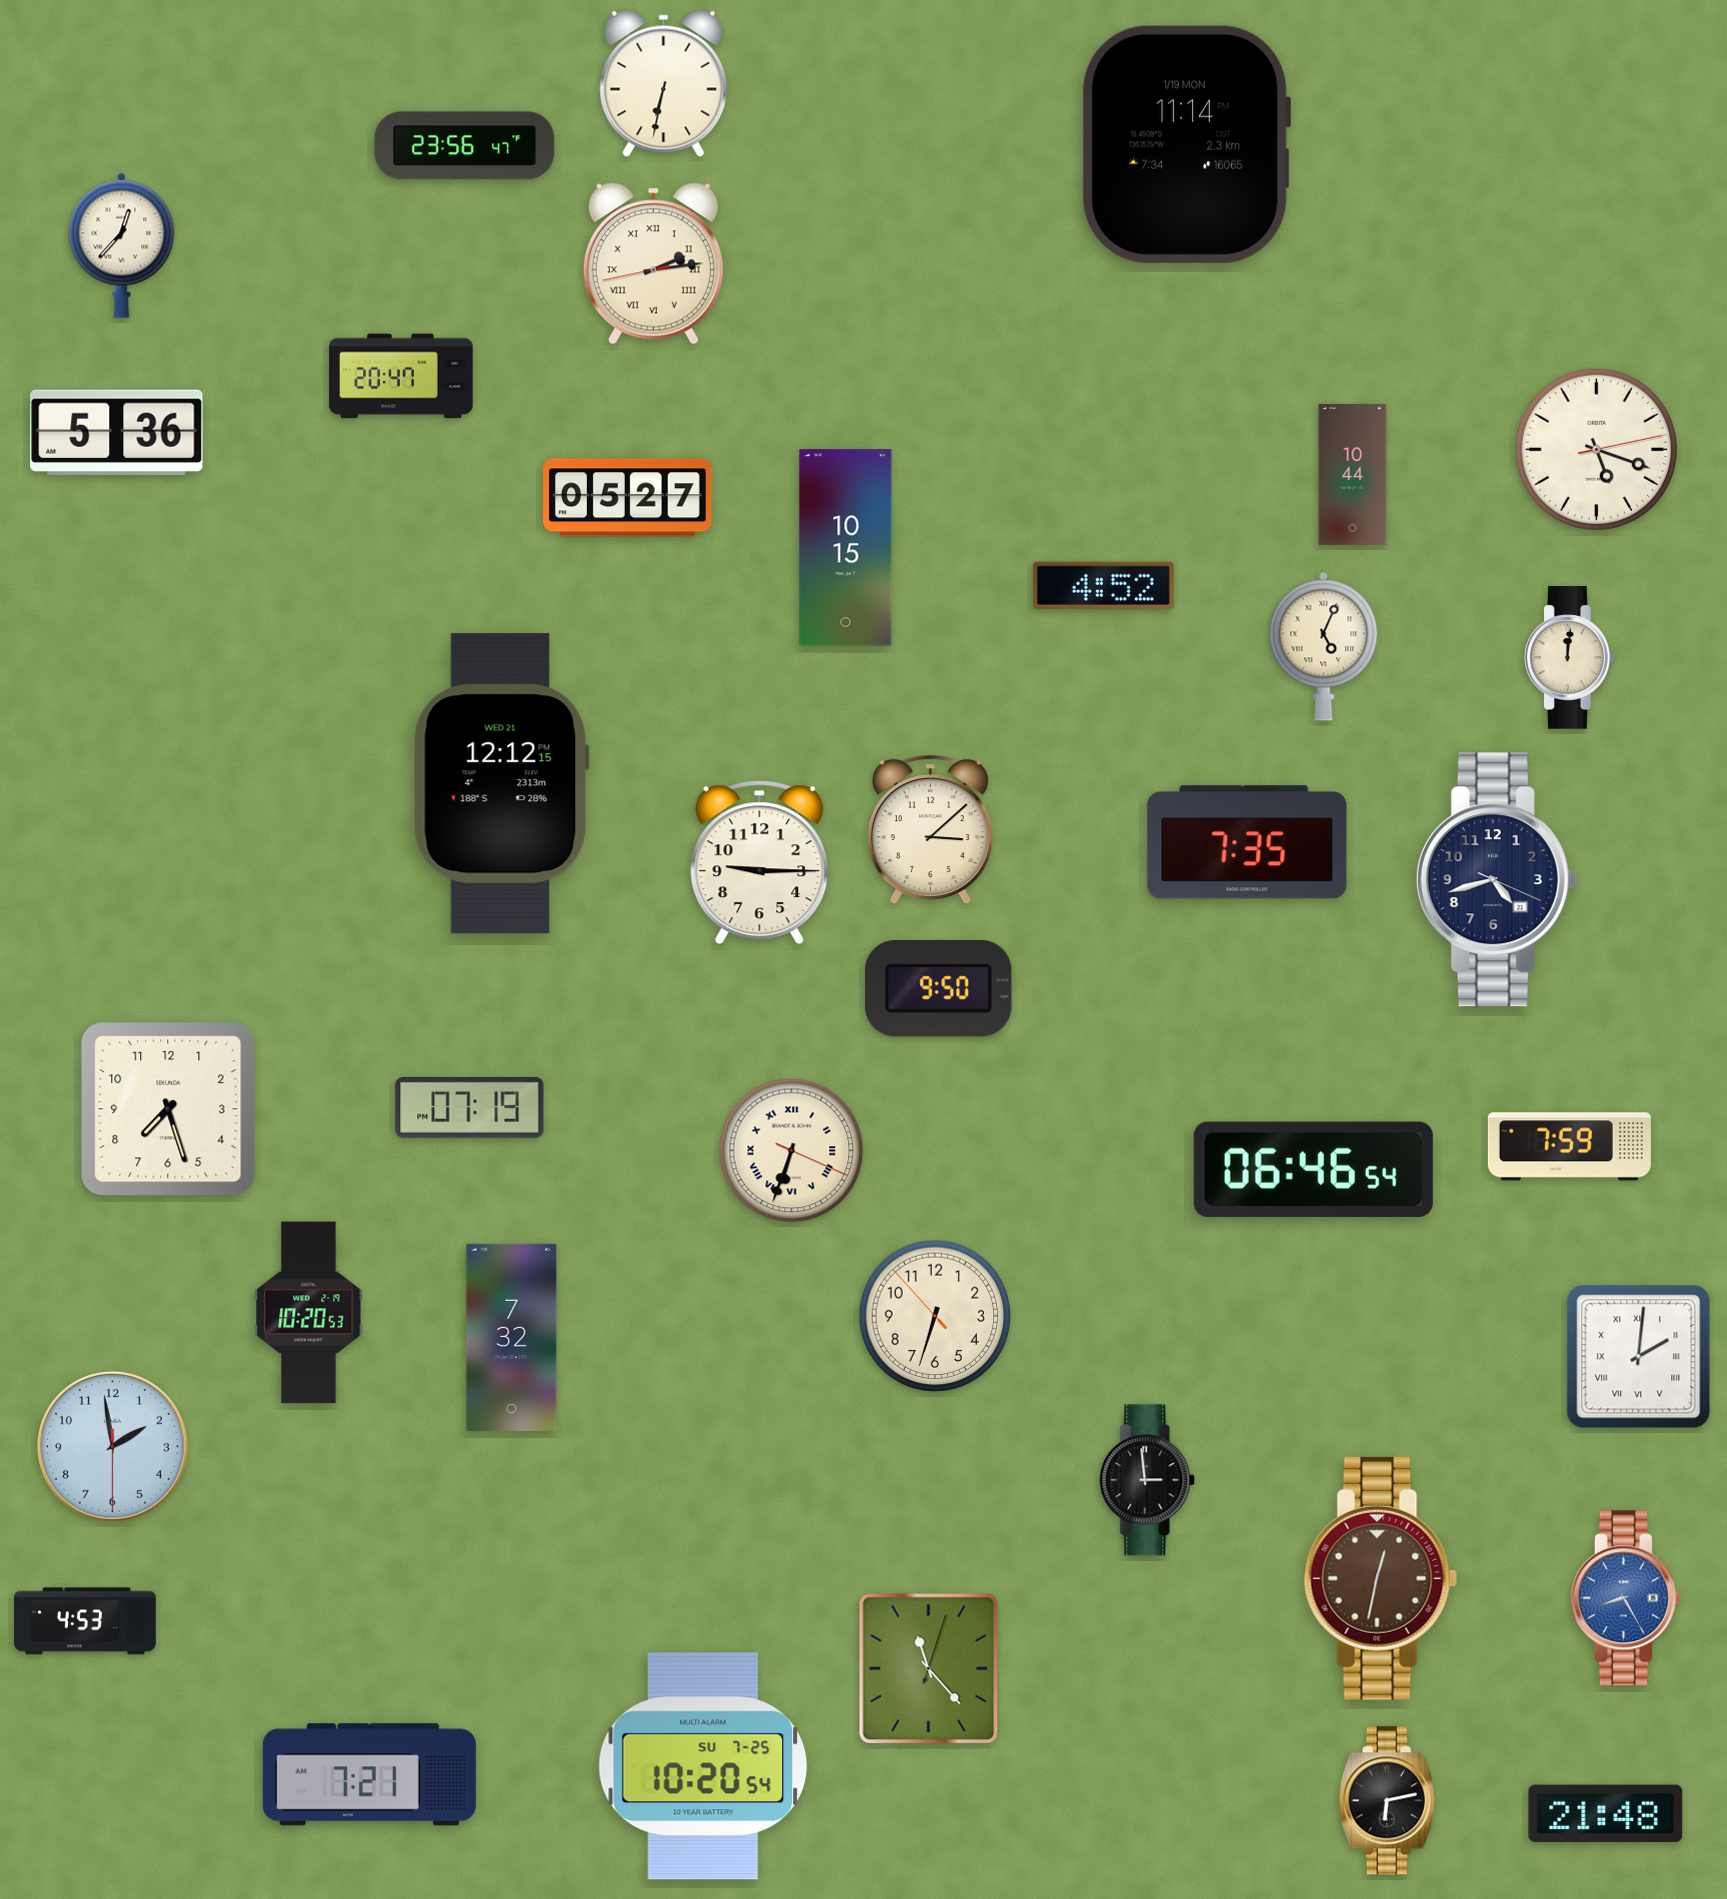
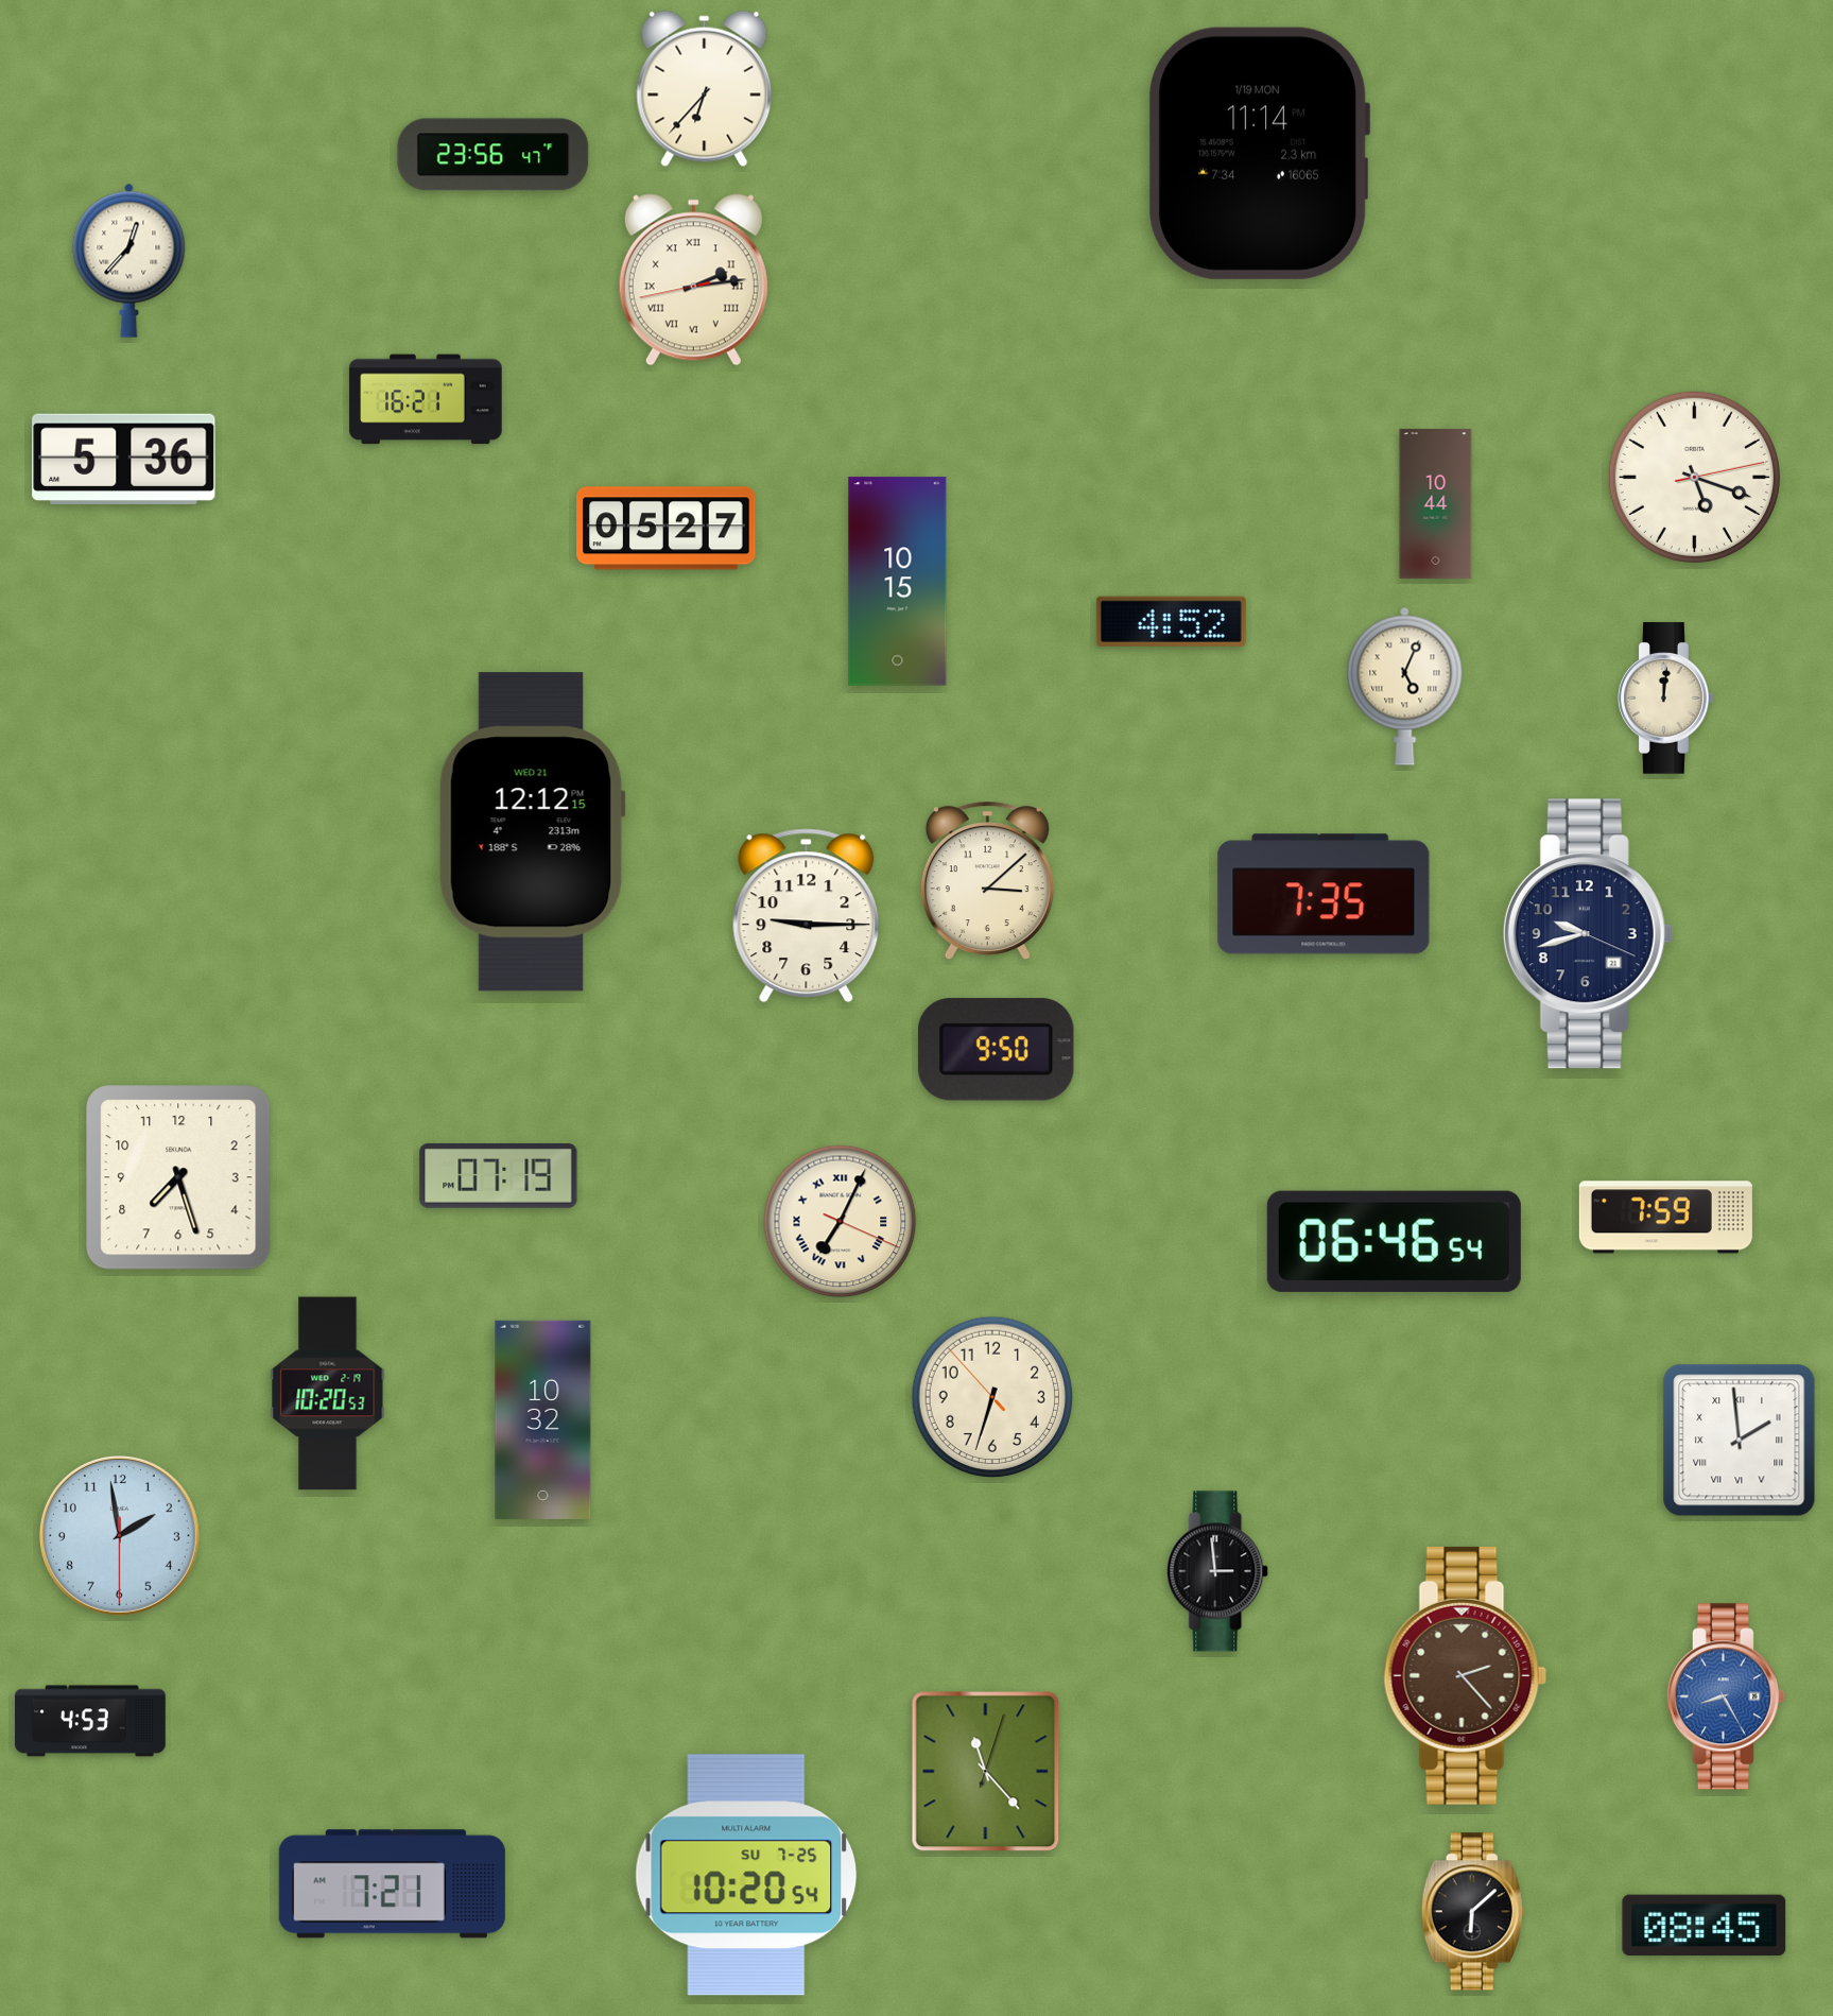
clock at (664, 84): 6:32 -> 6:37
clock at (401, 376): 20:47 -> 16:21
clock at (1496, 880): 4:42 -> 9:42
clock at (792, 1151): 6:33 -> 7:04
clock at (512, 1337): 7:32 -> 10:32
clock at (1639, 1357): 2:01 -> 1:59
clock at (1381, 1578): 12:32 -> 2:23
clock at (1387, 1801): 6:13 -> 6:08
clock at (1606, 1814): 21:48 -> 08:45
